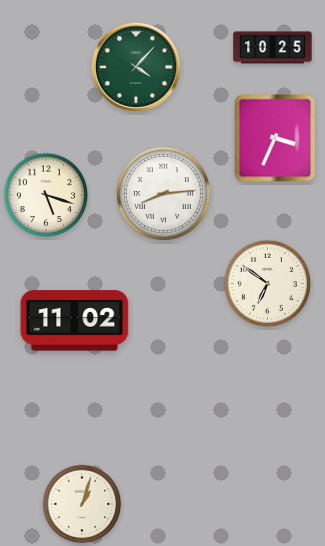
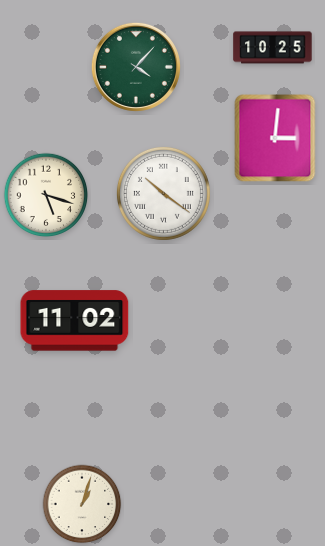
clock at (275, 138): 3:34 -> 3:01
clock at (163, 193): 8:14 -> 10:21
clock at (267, 283): 6:51 -> none
